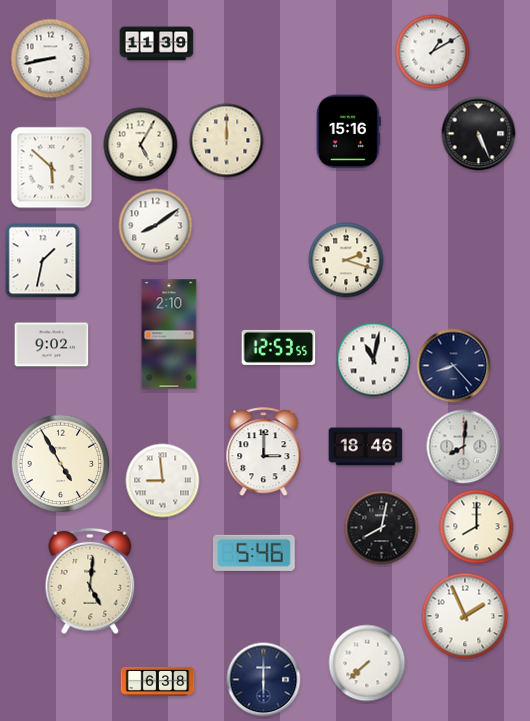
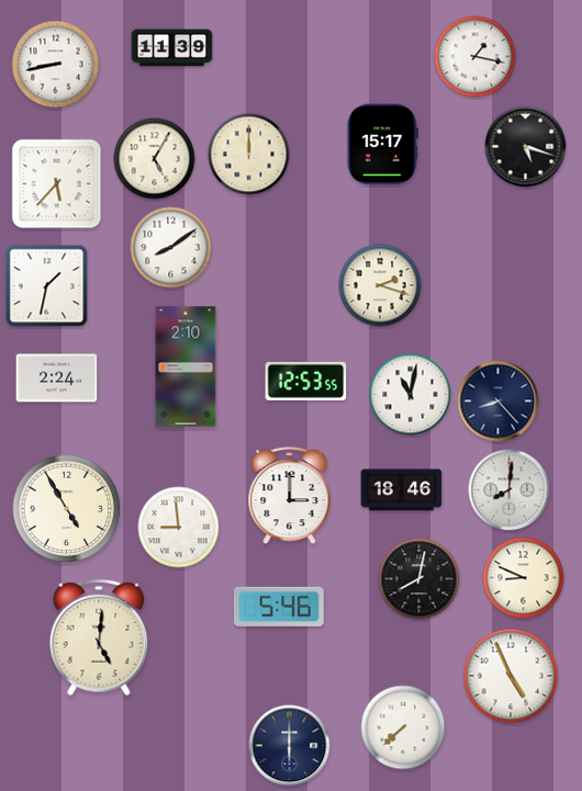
clock at (433, 52): 1:10 -> 1:17
clock at (348, 132): 15:16 -> 15:17
clock at (479, 134): 5:26 -> 5:18
clock at (52, 168): 5:52 -> 5:37
clock at (52, 345): 9:02 -> 2:24
clock at (477, 527): 8:00 -> 8:49
clock at (465, 616): 1:56 -> 4:56
clock at (158, 681): 6:38 -> none
